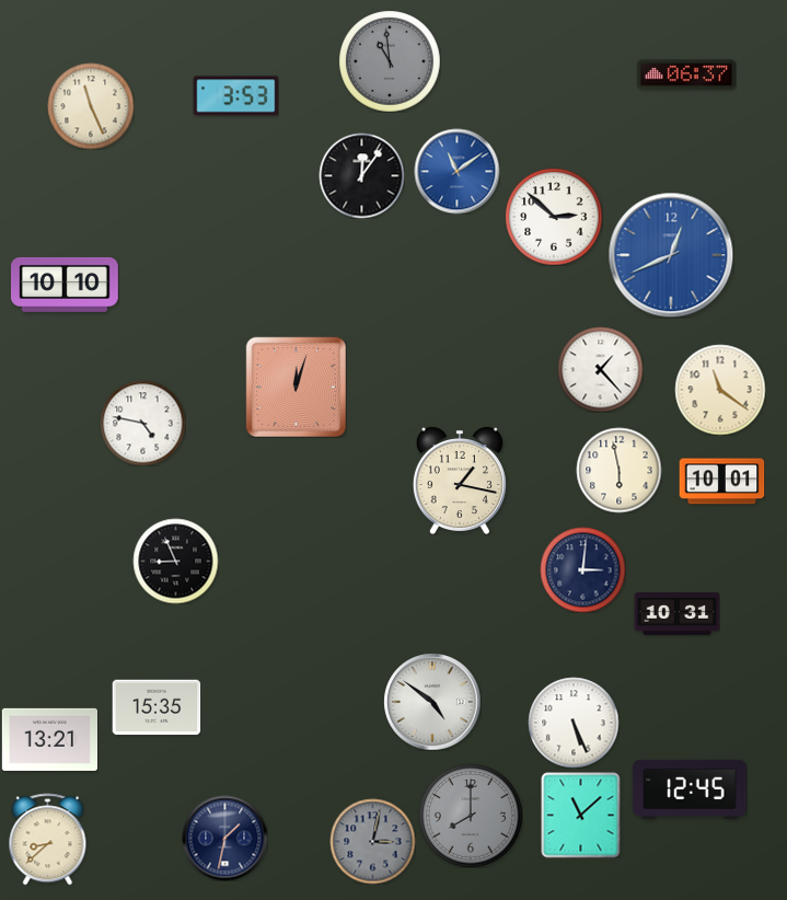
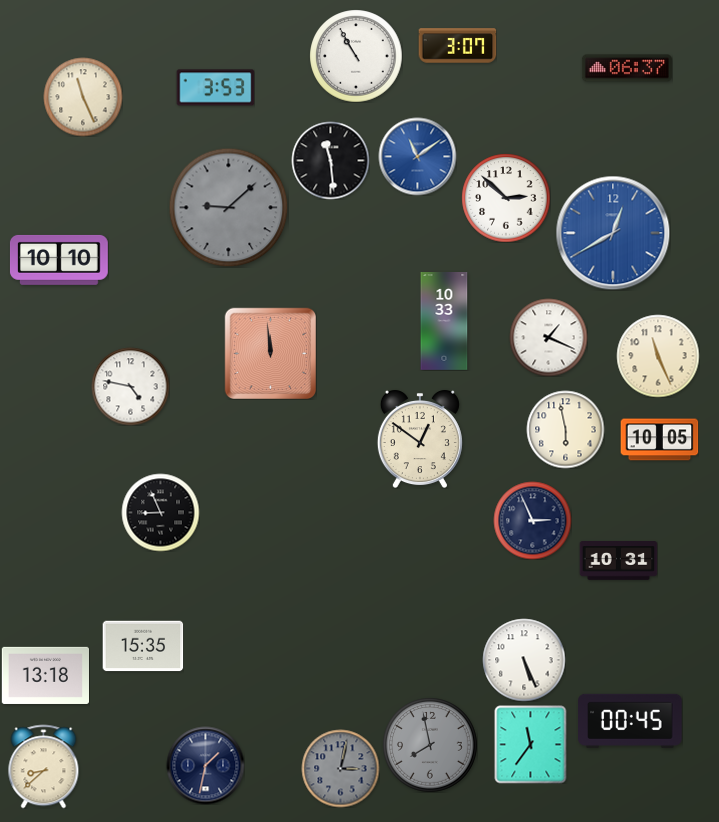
clock at (457, 46): none -> 3:07
clock at (390, 61): 10:59 -> 10:55
clock at (390, 61) dial: grey -> white
clock at (361, 175): 12:06 -> 11:29
clock at (228, 207): none -> 9:08
clock at (671, 255): 12:41 -> 12:40
clock at (444, 322): none -> 10:33
clock at (600, 369): 1:23 -> 1:19
clock at (296, 386): 12:03 -> 11:59
clock at (720, 390): 11:21 -> 11:26
clock at (460, 481): 1:17 -> 12:51
clock at (721, 482): 10:01 -> 10:05
clock at (582, 569): 3:01 -> 2:56
clock at (432, 702): 4:51 -> none
clock at (49, 739): 13:21 -> 13:18
clock at (690, 789): 12:45 -> 00:45
clock at (581, 815): 11:08 -> 11:36
clock at (471, 816): 8:00 -> 7:58
